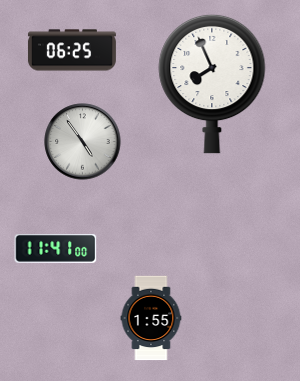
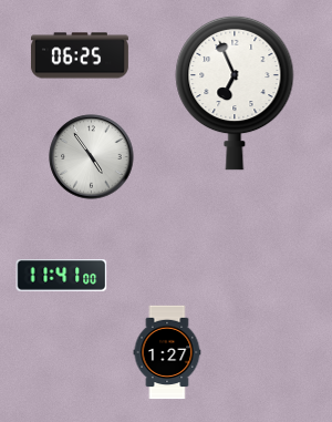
clock at (212, 84): 7:56 -> 6:56
clock at (151, 318): 1:55 -> 1:27
